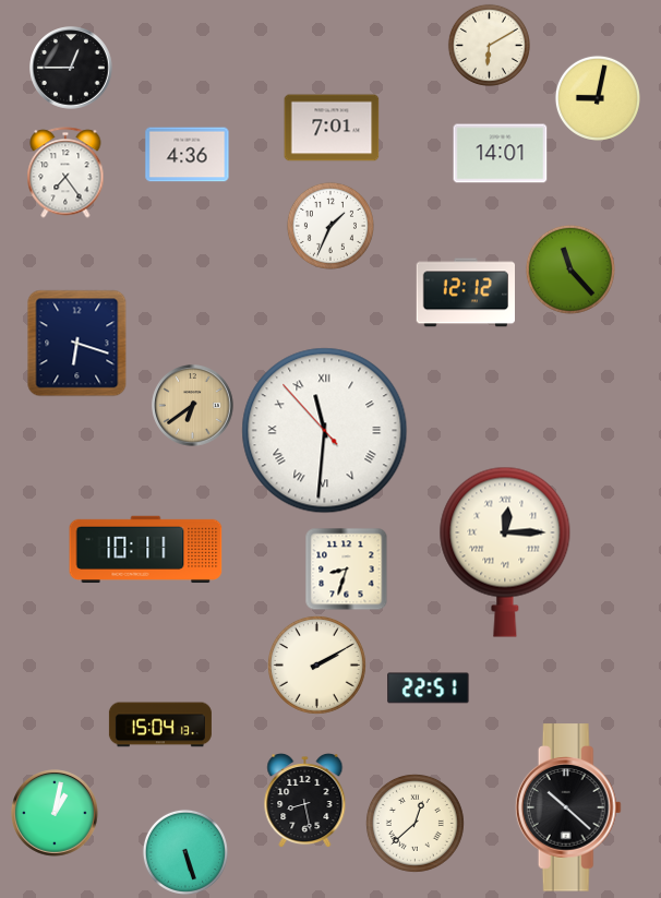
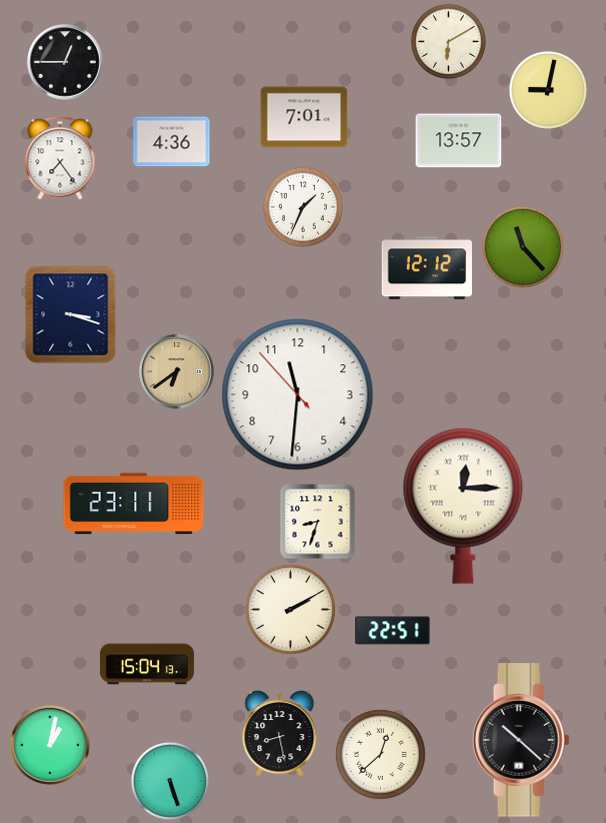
clock at (501, 154): 14:01 -> 13:57
clock at (77, 344): 6:18 -> 3:18
clock at (325, 431) numerals: Roman -> Arabic
clock at (146, 550): 10:11 -> 23:11
